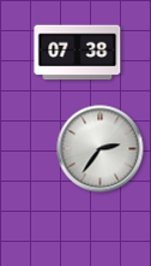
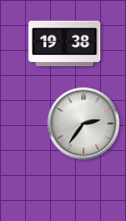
clock at (78, 53): 07:38 -> 19:38
